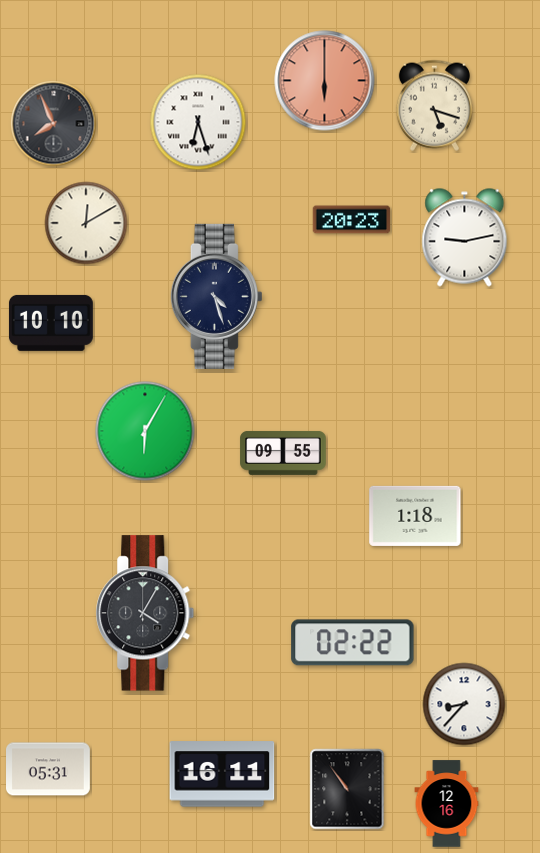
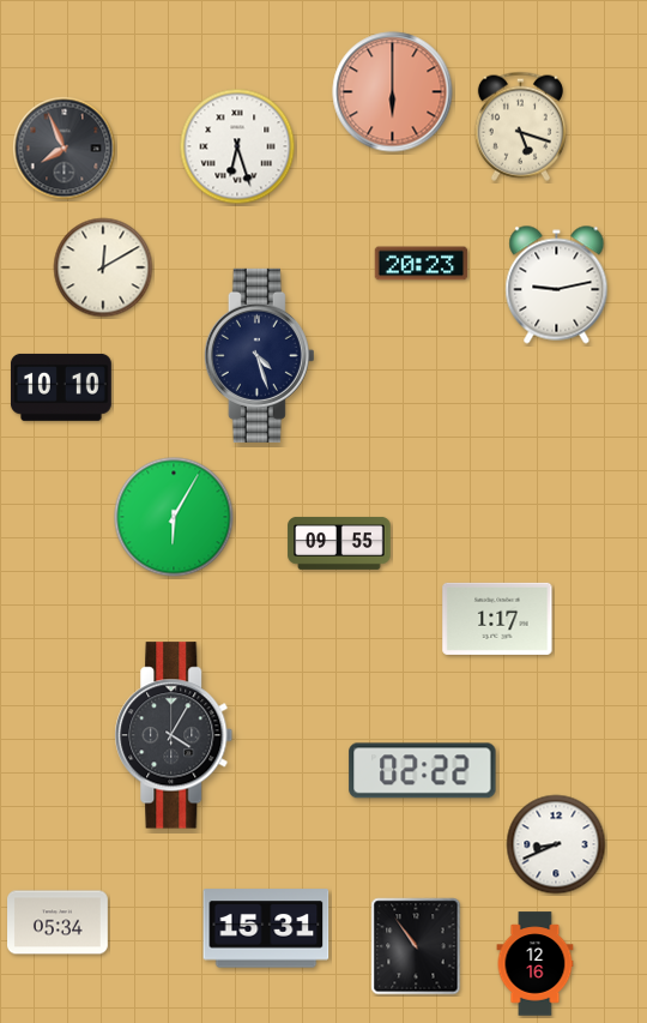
clock at (325, 81) position: (325, 81) -> (393, 92)
clock at (415, 516): 1:18 -> 1:17
clock at (464, 704): 8:37 -> 8:41
clock at (49, 769): 05:31 -> 05:34
clock at (222, 774): 16:11 -> 15:31
